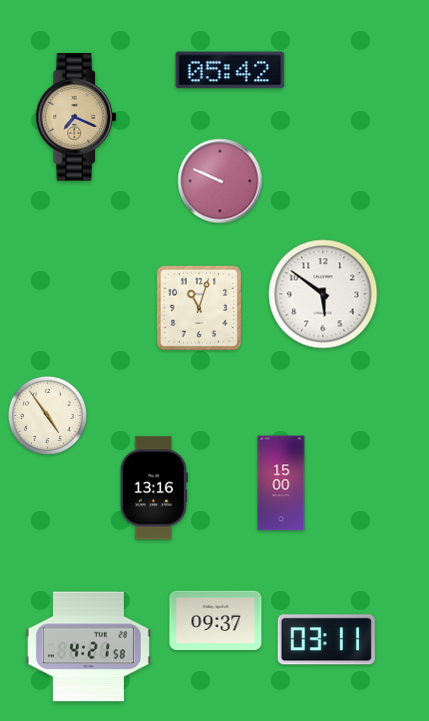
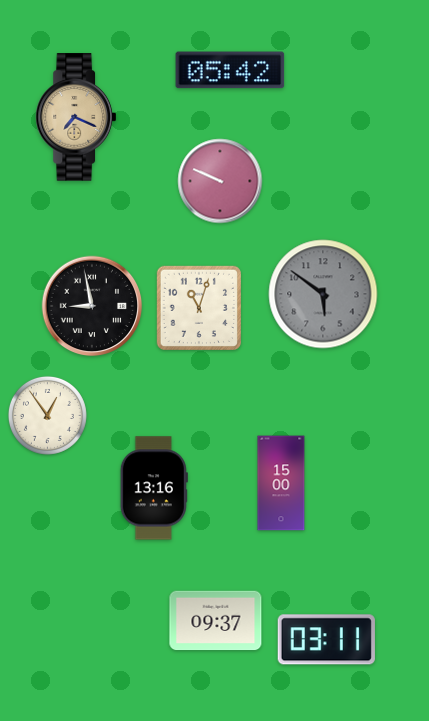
clock at (323, 294) dial: white -> grey
clock at (92, 306): none -> 8:58
clock at (47, 415): 4:54 -> 12:54
clock at (88, 647): 4:21 -> none
